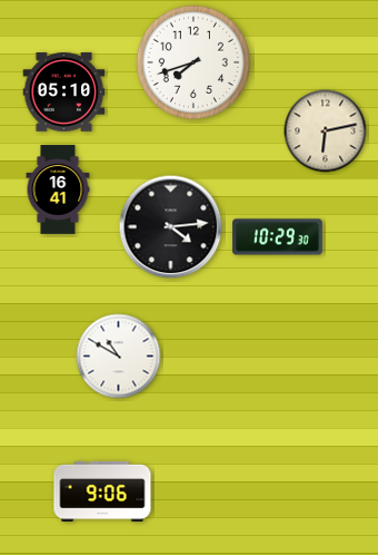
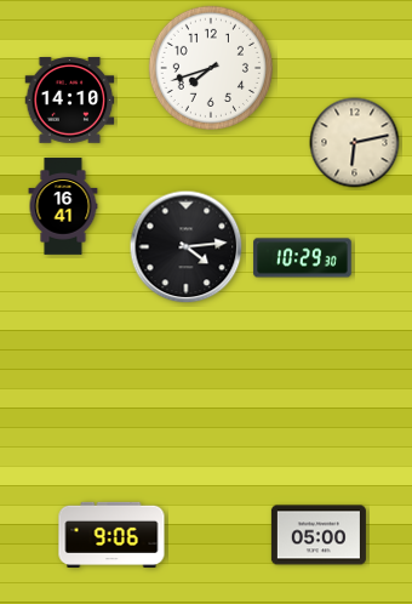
clock at (64, 93): 05:10 -> 14:10
clock at (119, 357): 10:50 -> none
clock at (319, 535): none -> 05:00
